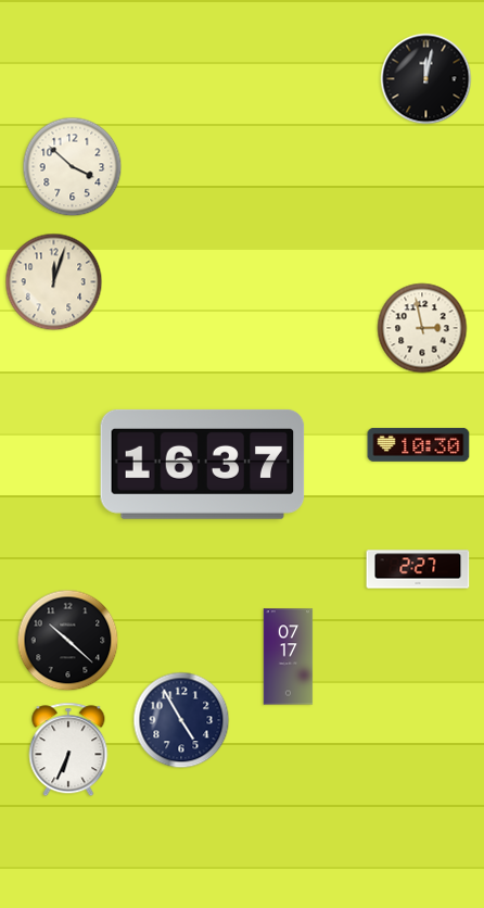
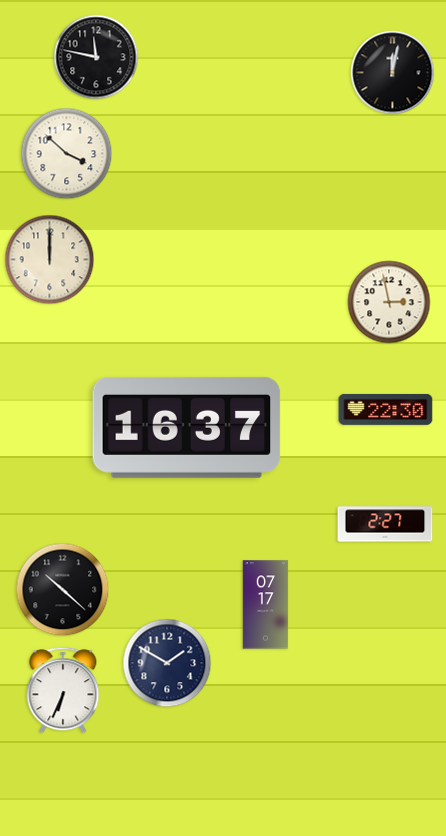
clock at (96, 57): none -> 11:47
clock at (54, 282): 12:03 -> 12:00
clock at (419, 444): 10:30 -> 22:30
clock at (181, 720): 4:55 -> 1:50
